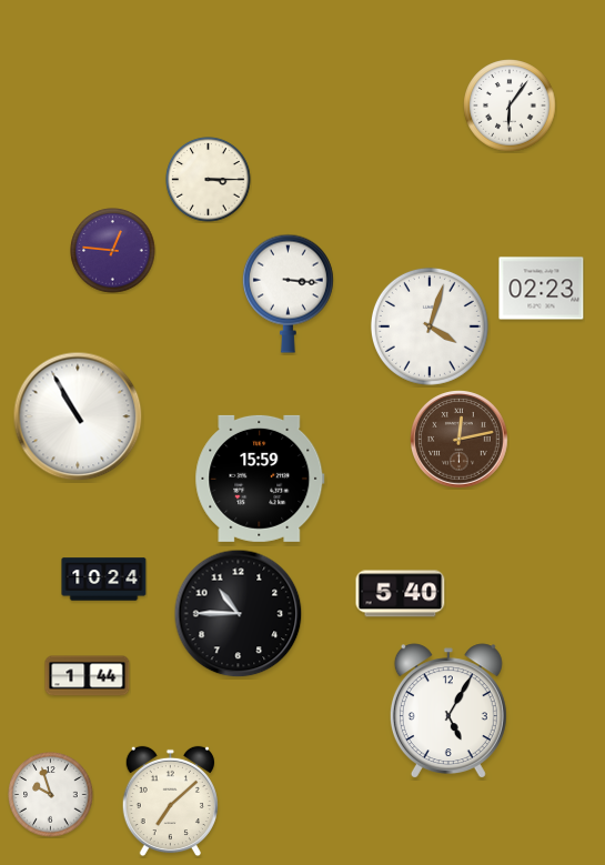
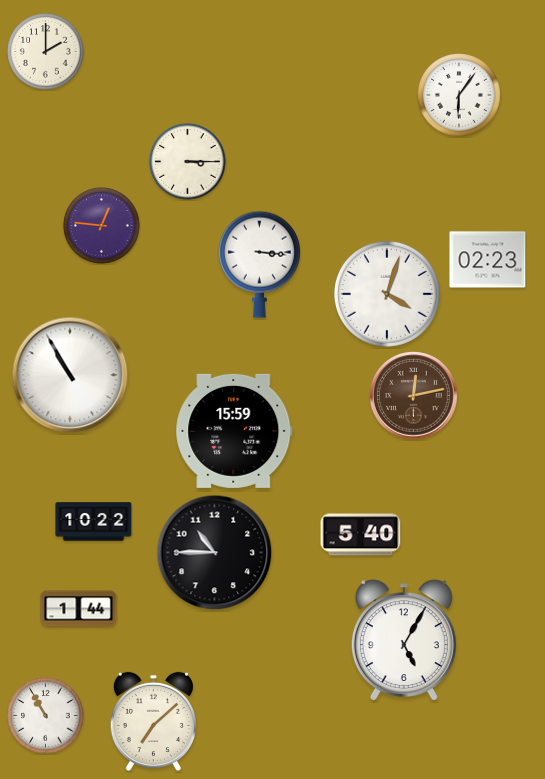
clock at (46, 52): none -> 2:00
clock at (104, 580): 10:24 -> 10:22
clock at (51, 795): 9:57 -> 10:55
